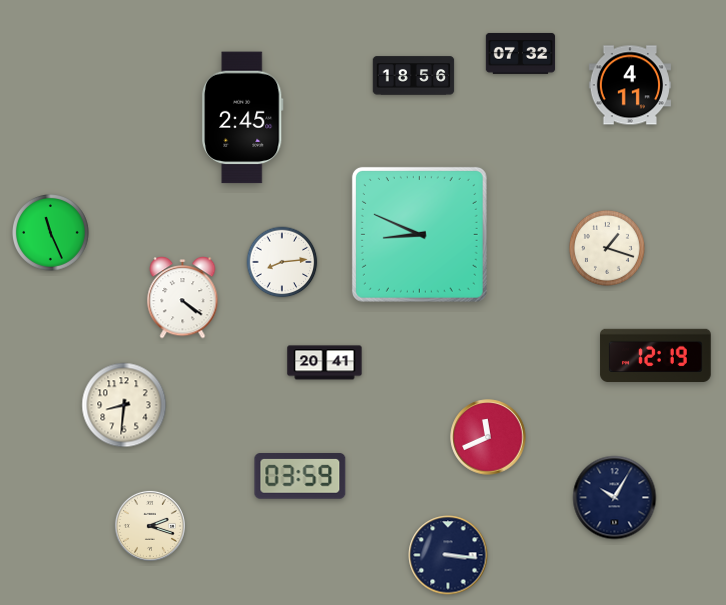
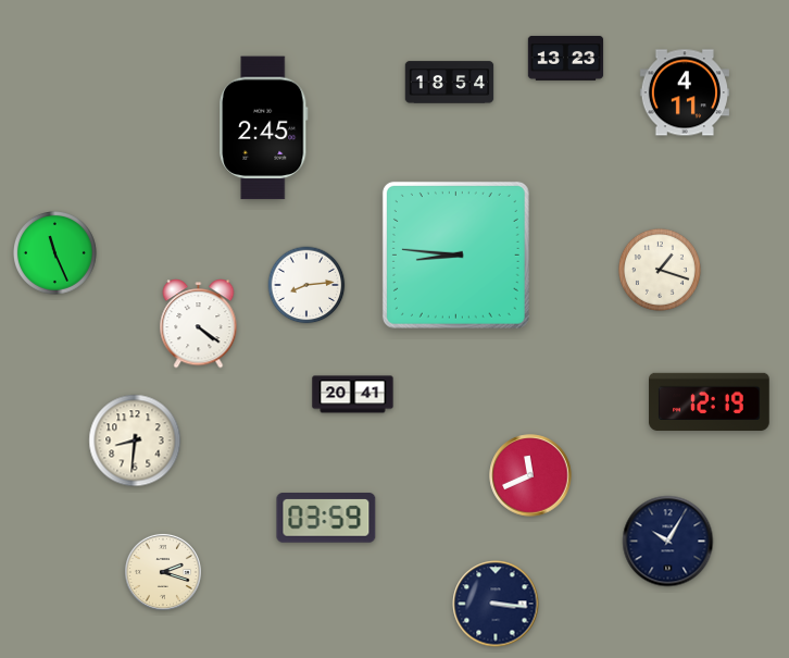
clock at (521, 53): 07:32 -> 13:23
clock at (414, 76): 18:56 -> 18:54
clock at (419, 234): 8:49 -> 8:46
clock at (656, 355) position: (656, 355) -> (710, 401)
clock at (448, 555) position: (448, 555) -> (496, 604)
